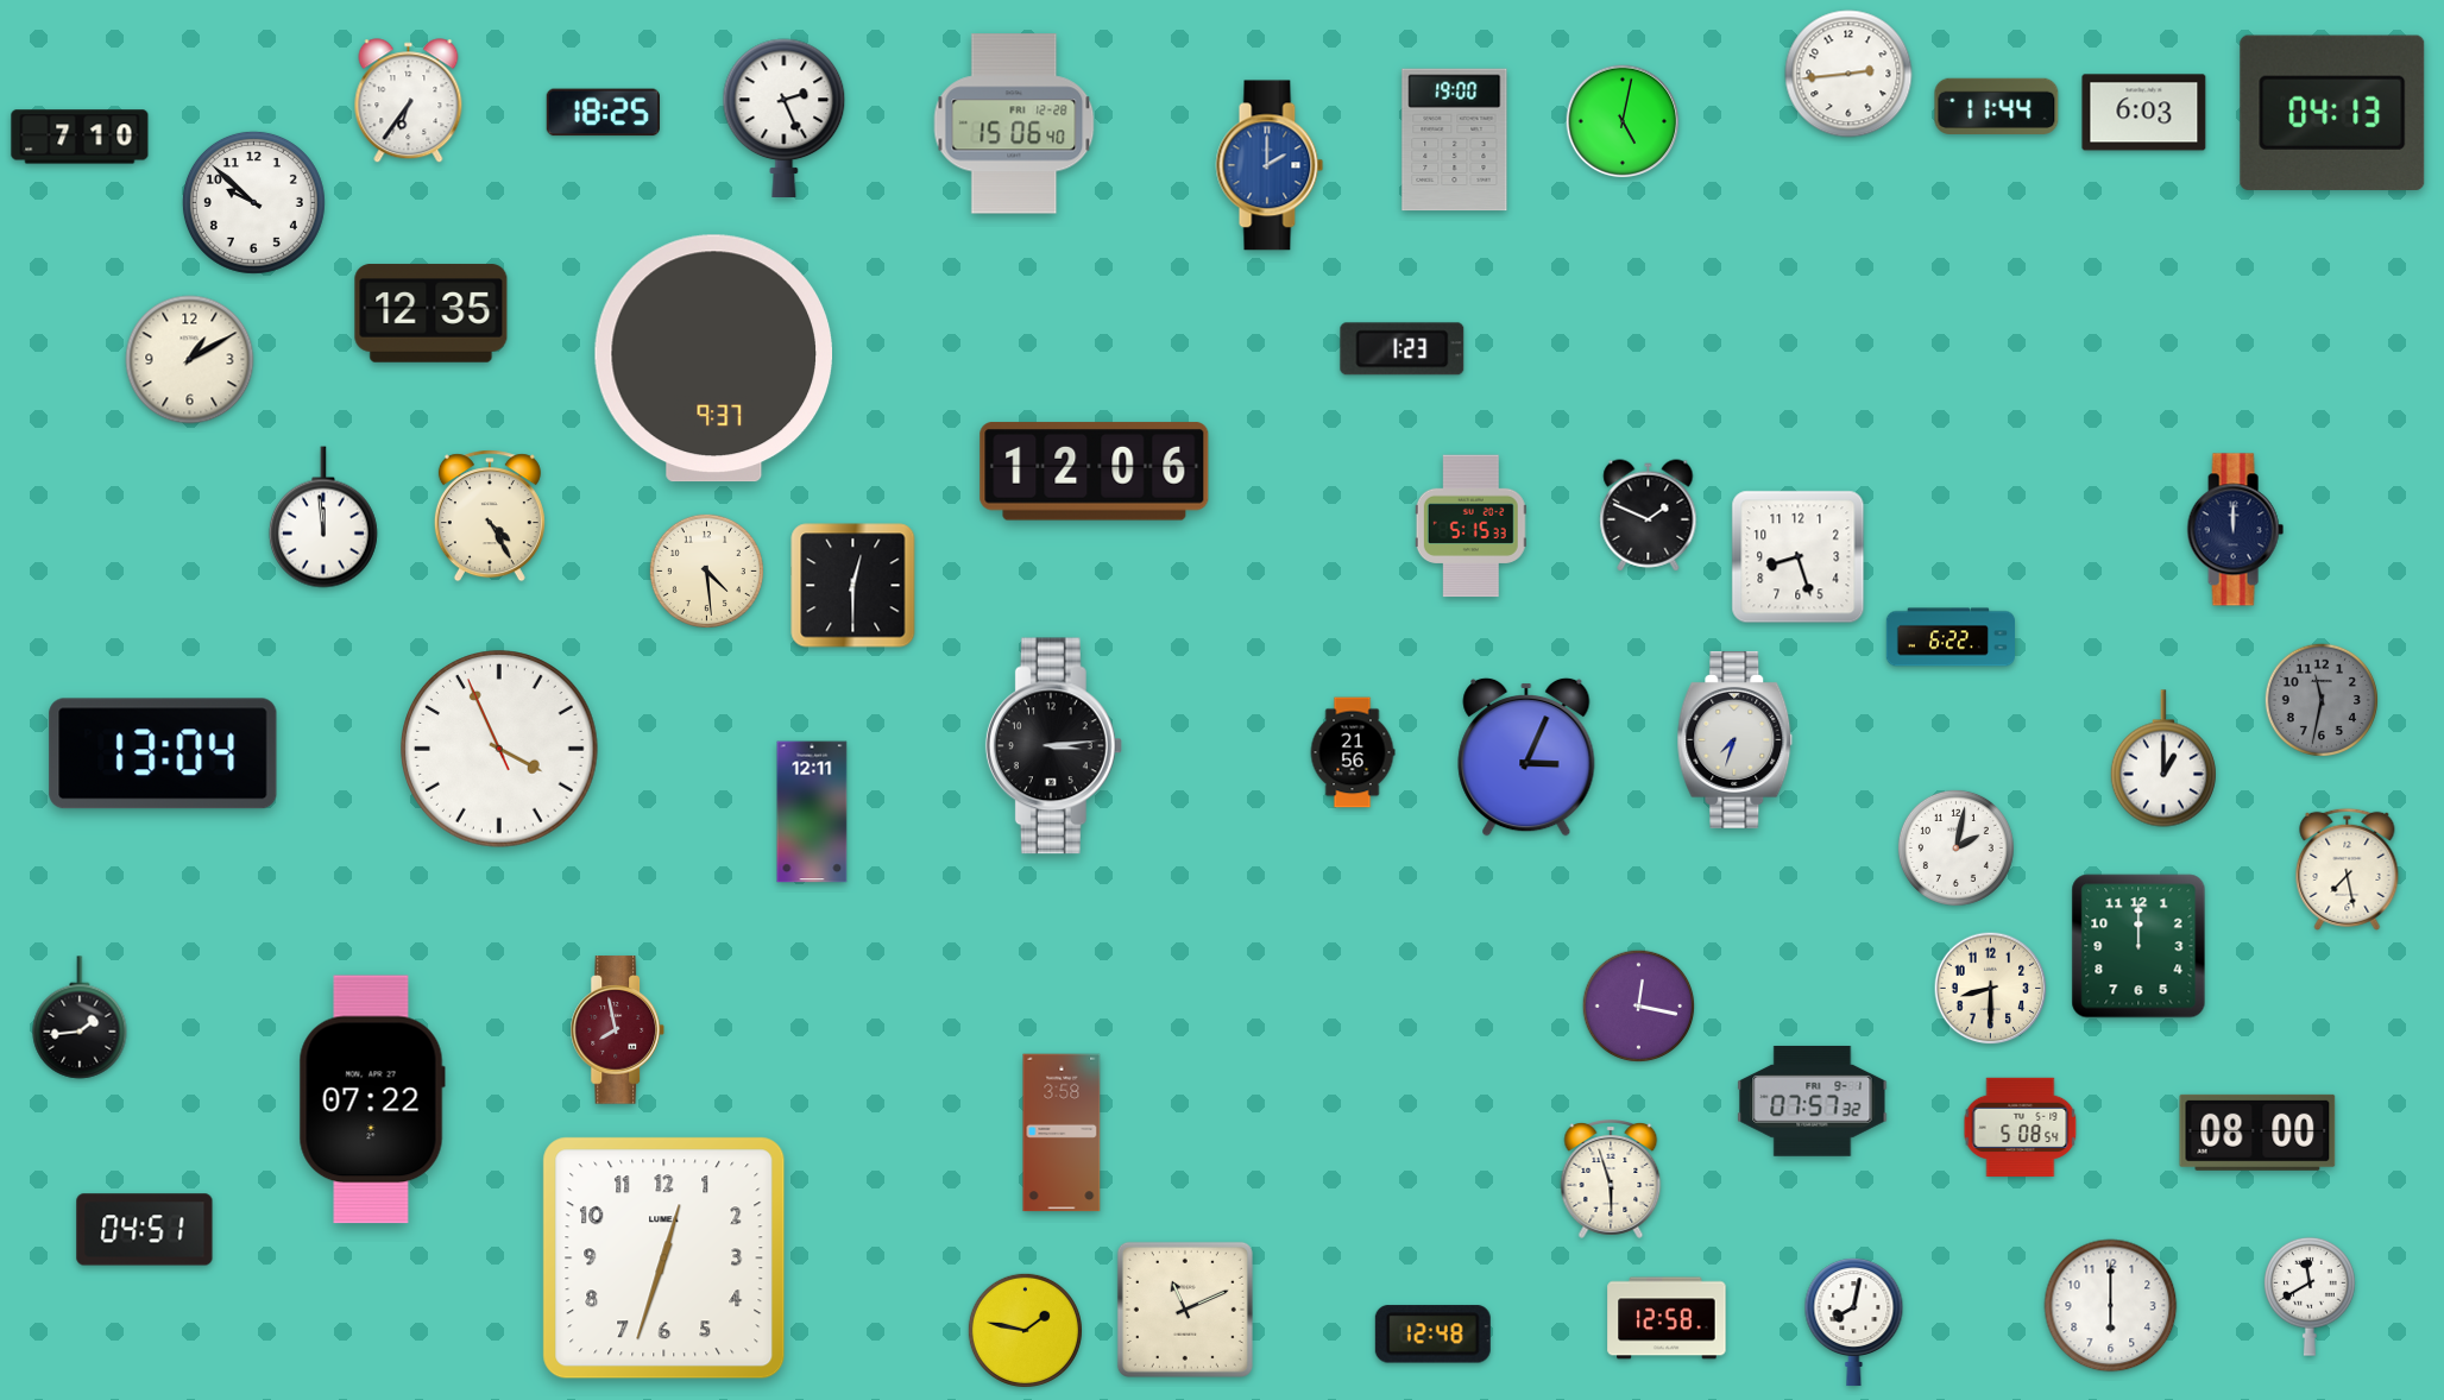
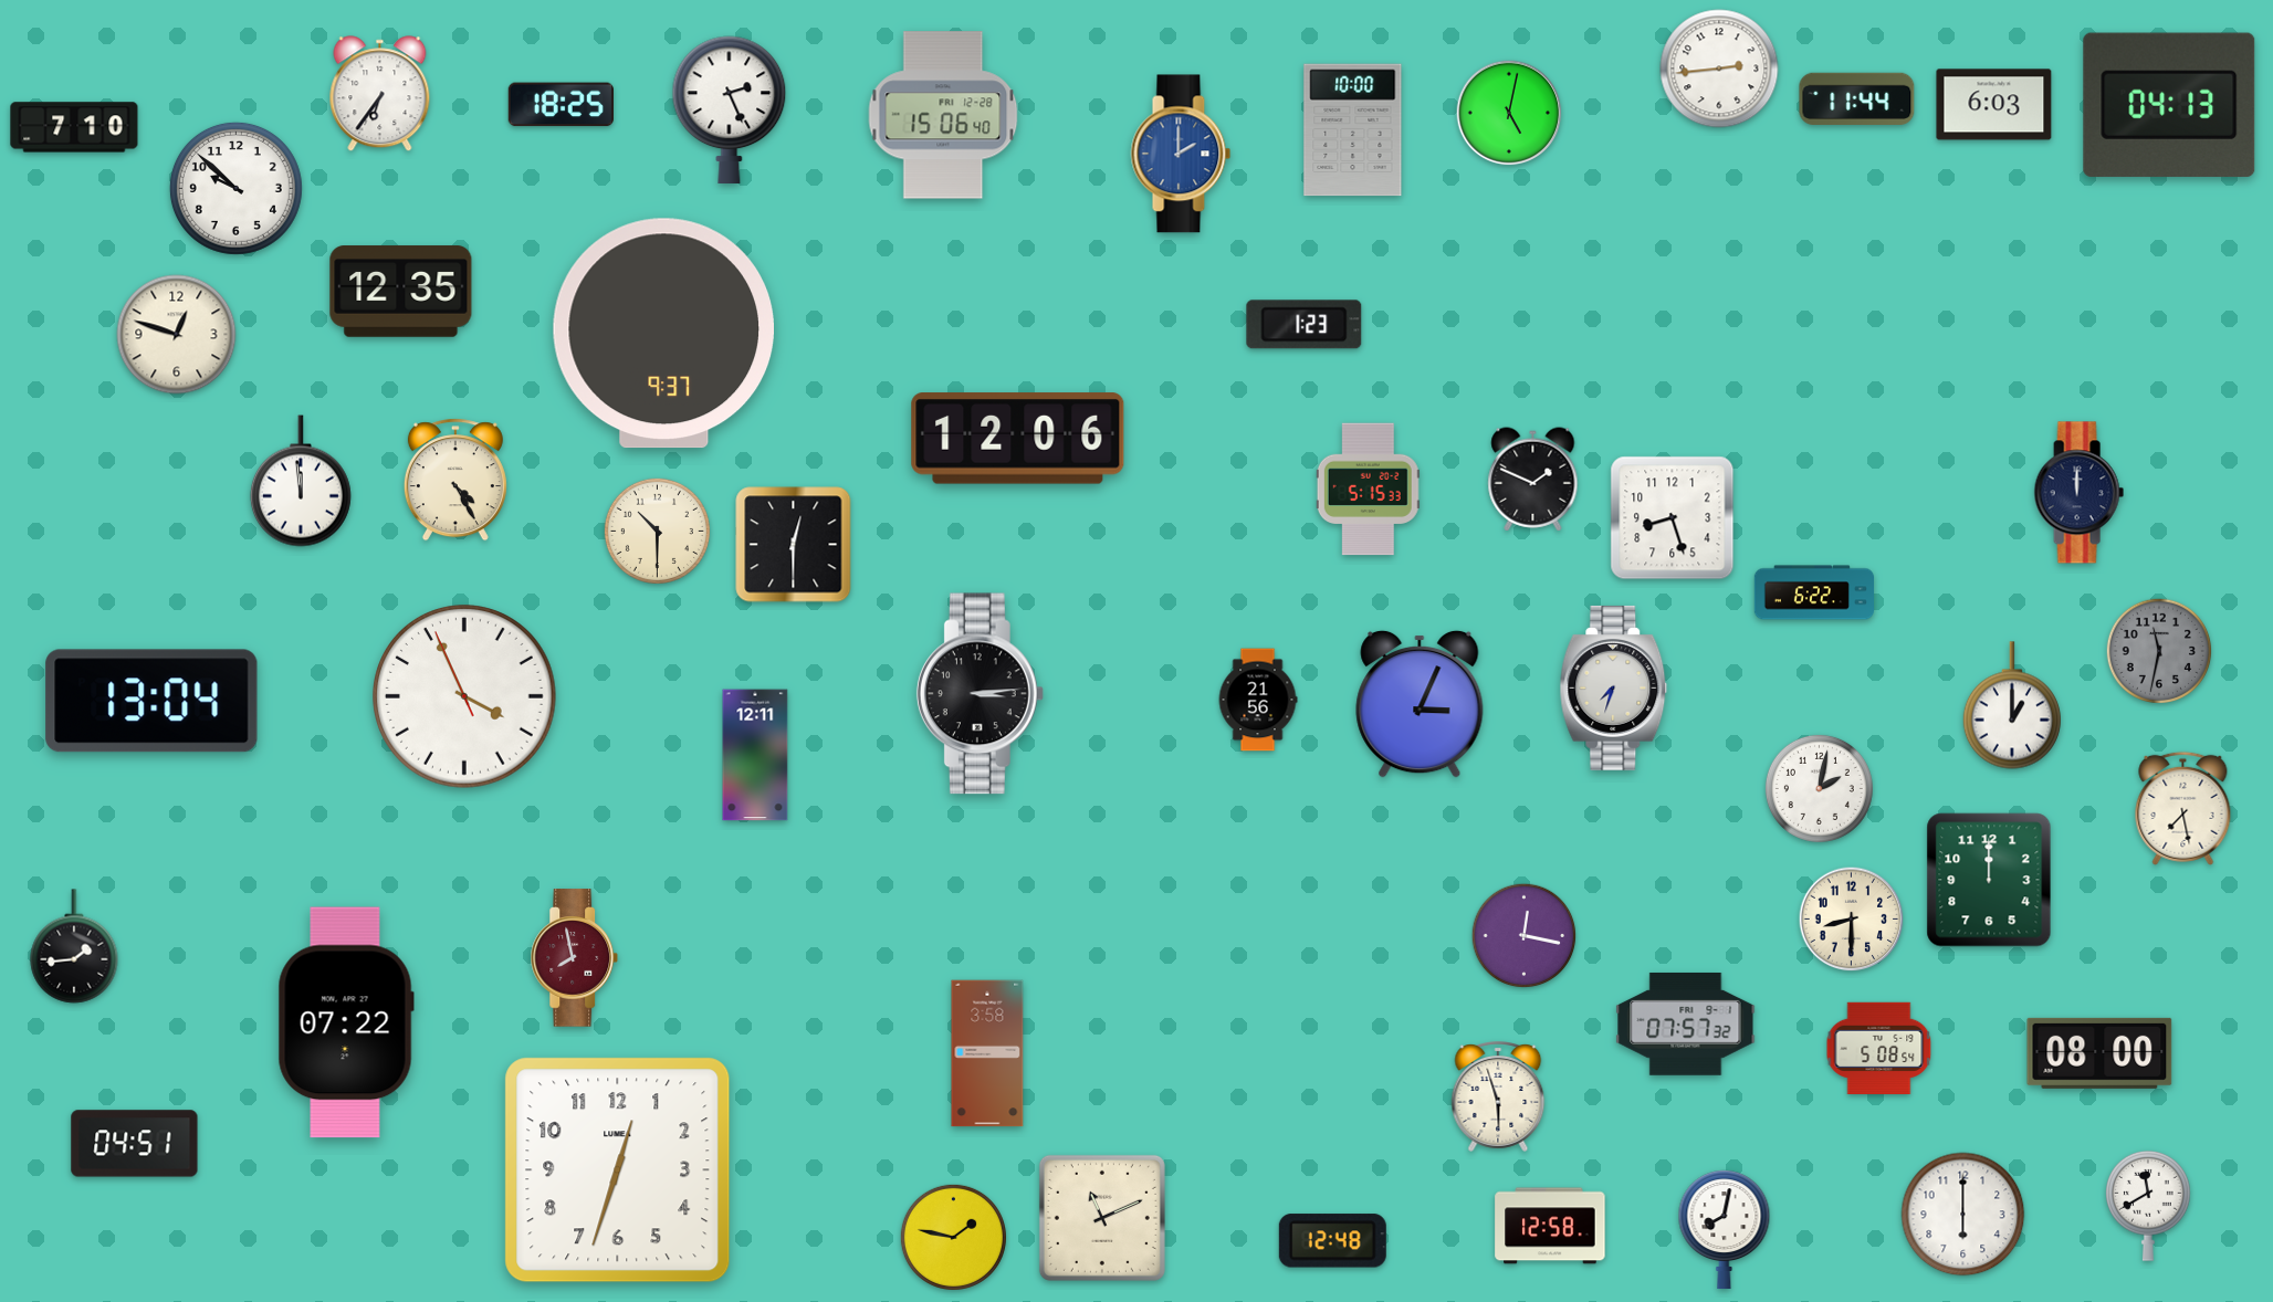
clock at (1455, 140): 19:00 -> 10:00
clock at (190, 360): 1:10 -> 12:48
clock at (706, 570): 4:29 -> 10:30
